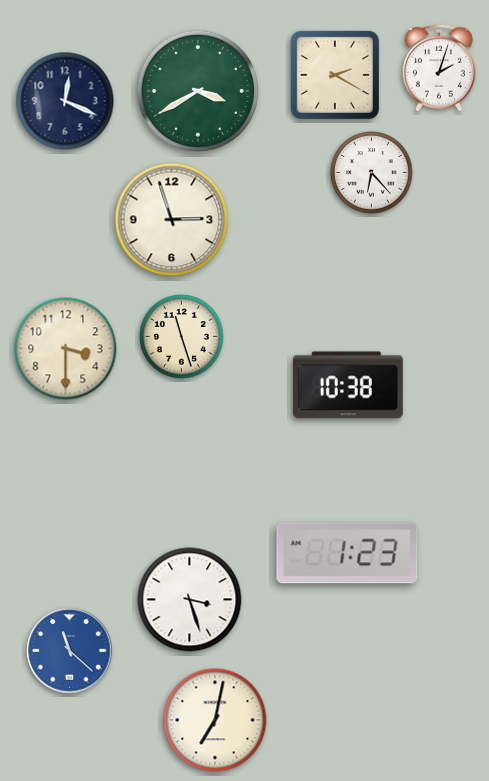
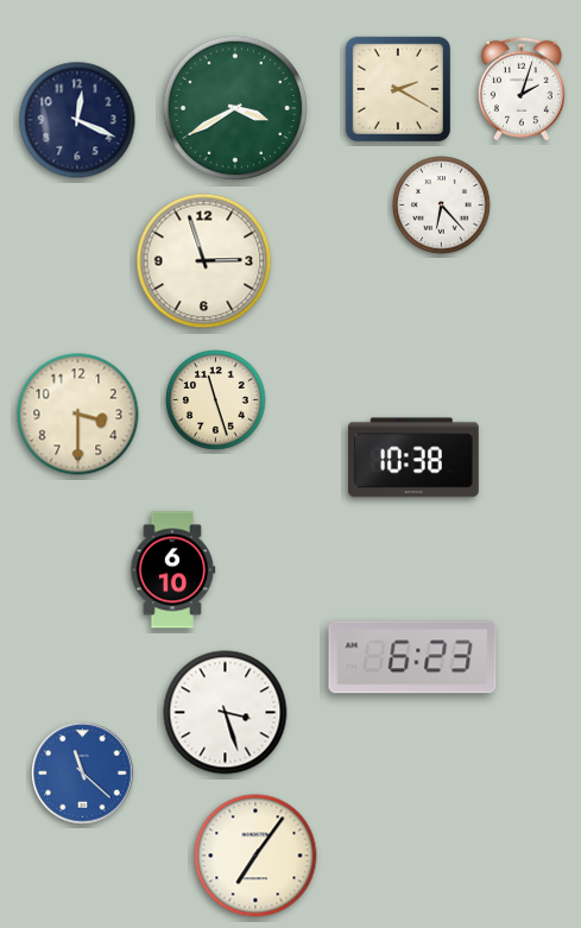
clock at (439, 68) position: (439, 68) -> (522, 89)
clock at (172, 570): none -> 6:10
clock at (347, 553): 1:23 -> 6:23
clock at (215, 720): 7:02 -> 7:06
